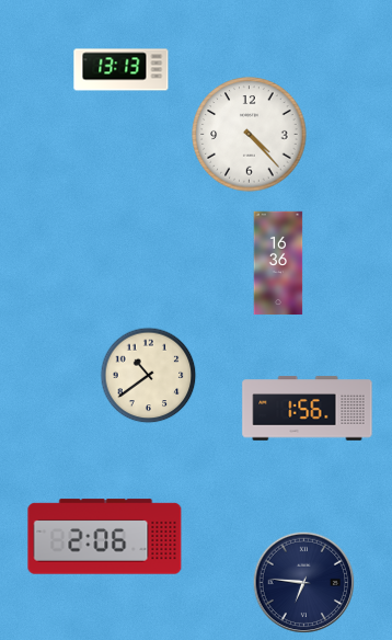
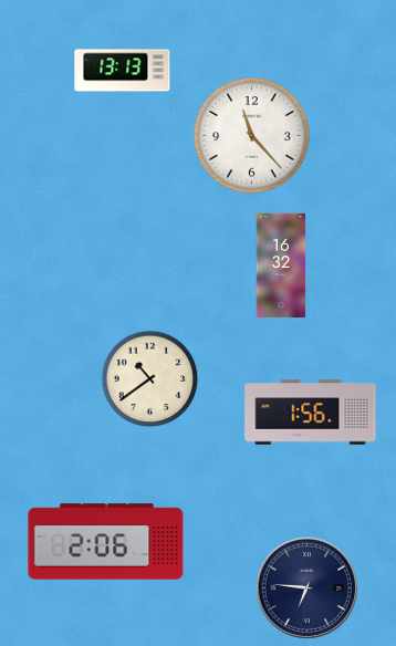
clock at (250, 135): 4:23 -> 11:23
clock at (278, 263): 16:36 -> 16:32
